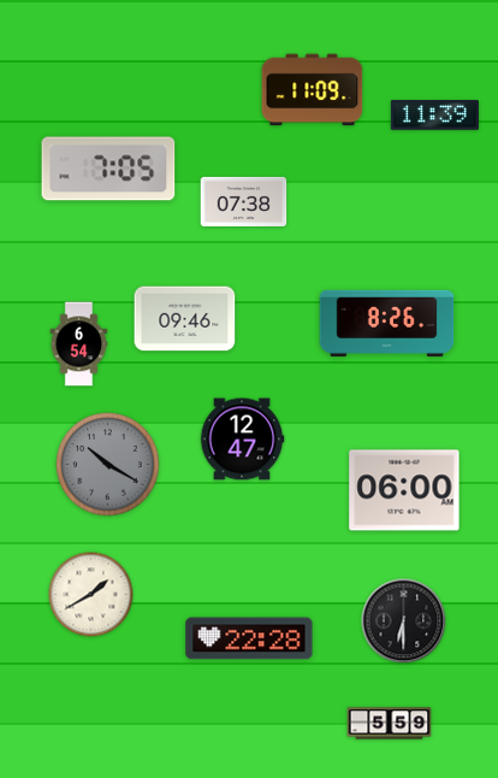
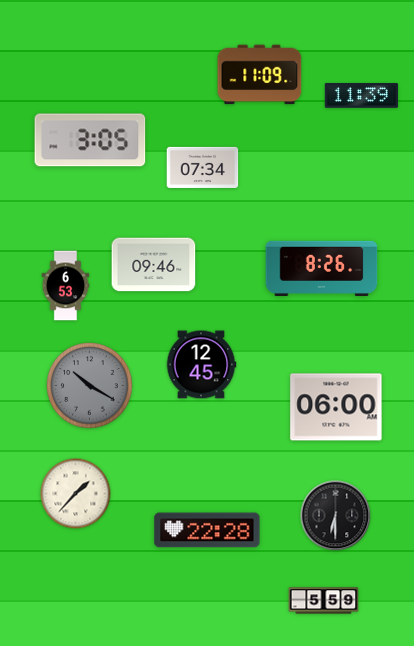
clock at (108, 169): 7:05 -> 3:05
clock at (244, 201): 07:38 -> 07:34
clock at (79, 344): 6:54 -> 6:53
clock at (242, 440): 12:47 -> 12:45
clock at (91, 595): 1:40 -> 1:37
